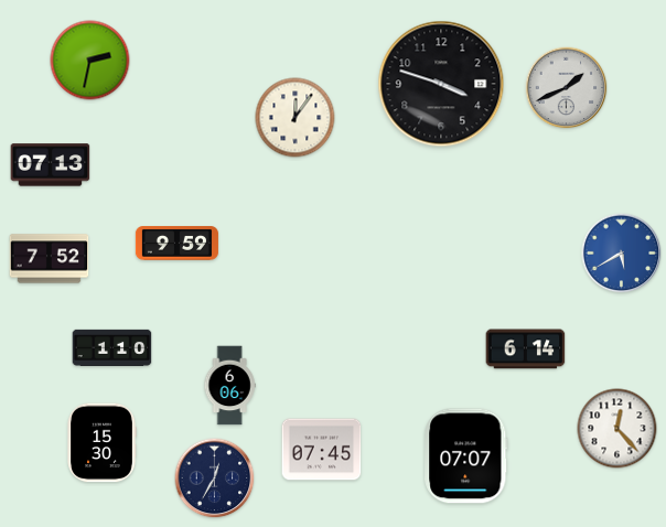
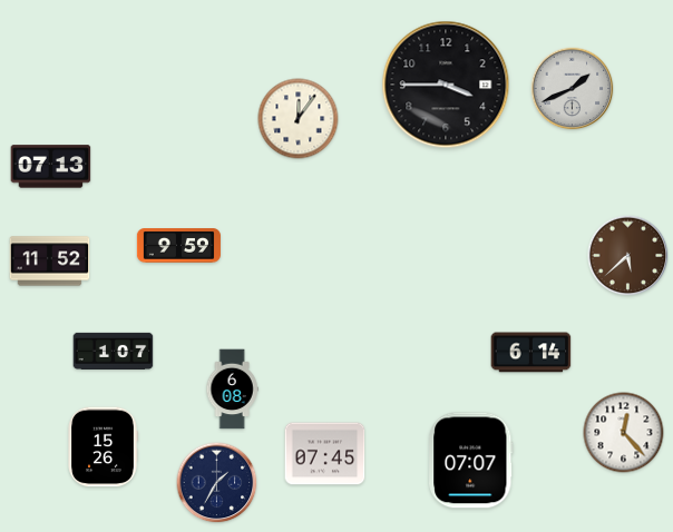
clock at (90, 61): 2:32 -> none
clock at (441, 84): 3:48 -> 3:45
clock at (622, 254): 5:40 -> 5:38
clock at (622, 254) dial: blue -> brown
clock at (50, 259): 7:52 -> 11:52
clock at (112, 347): 1:10 -> 1:07
clock at (229, 386): 6:06 -> 6:08
clock at (101, 443): 15:30 -> 15:26
clock at (215, 478): 12:35 -> 1:35
